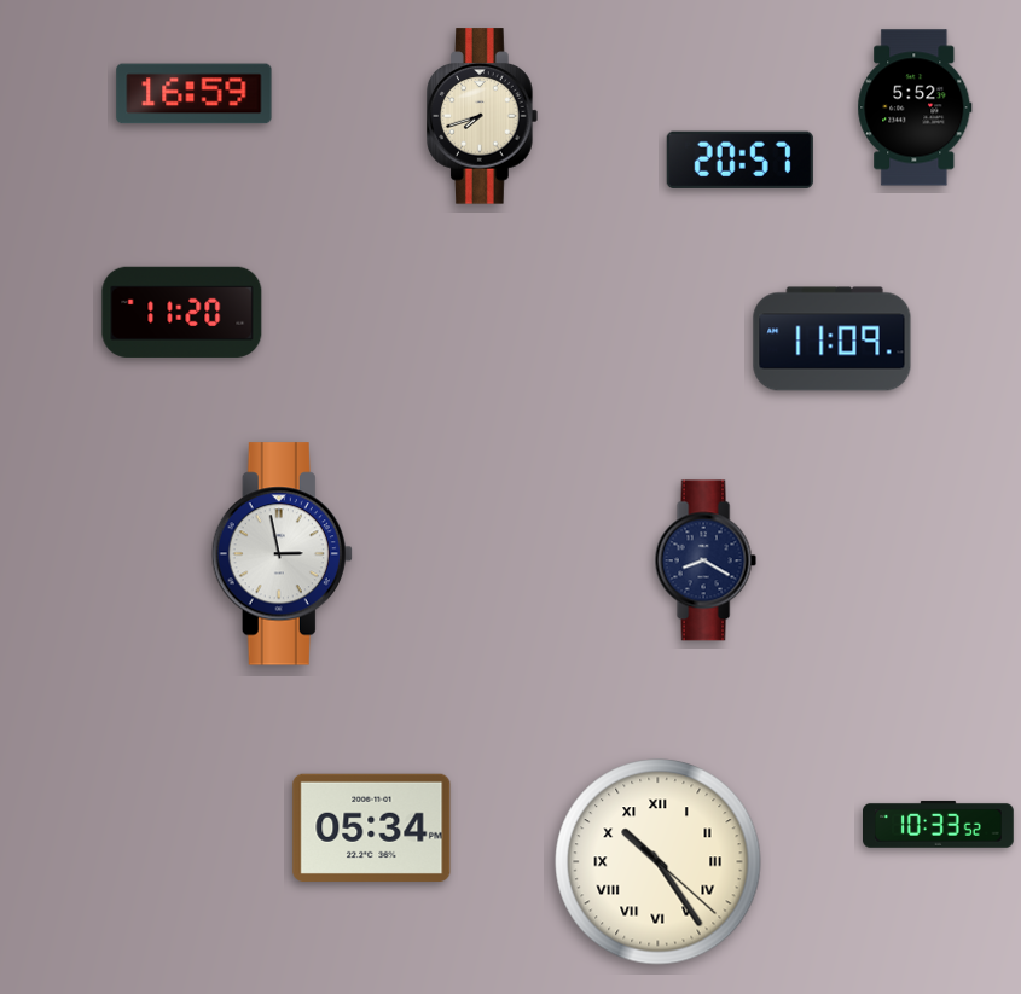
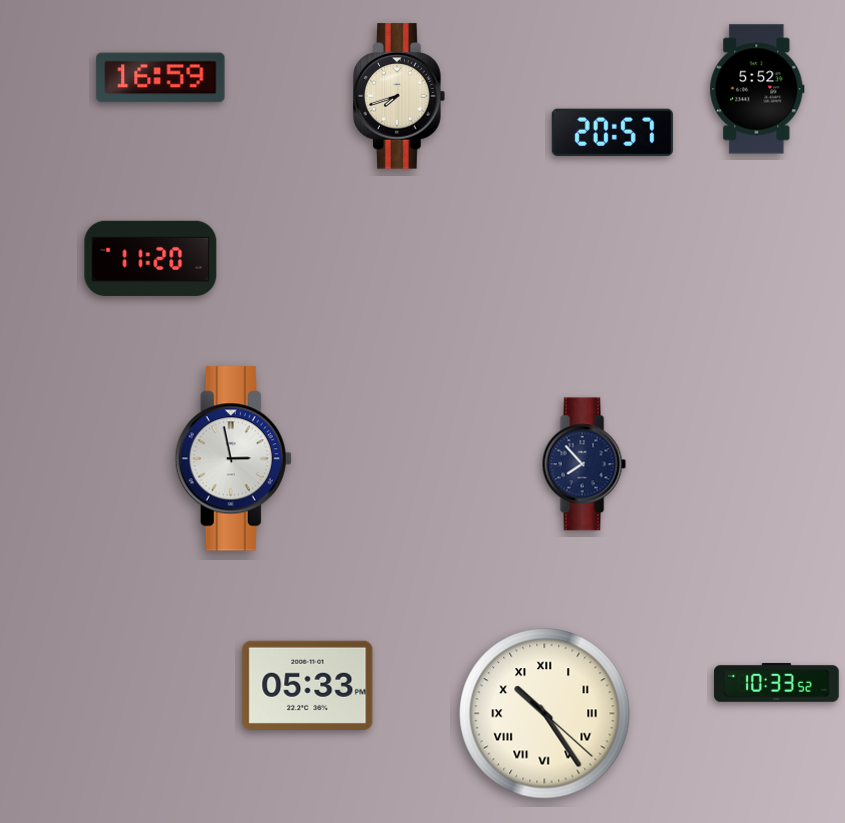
clock at (833, 339): 11:09 -> none
clock at (706, 560): 8:20 -> 7:53
clock at (372, 827): 05:34 -> 05:33
